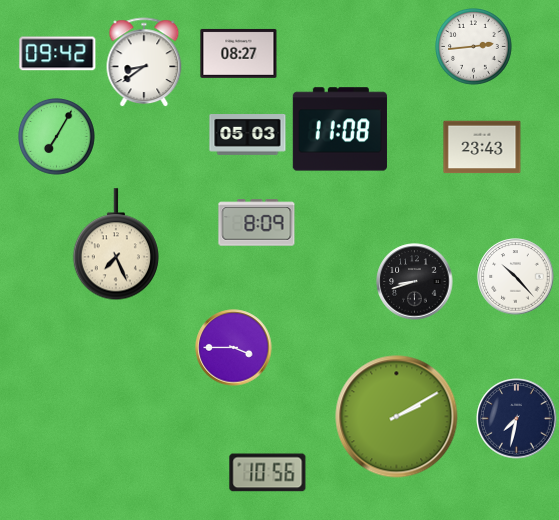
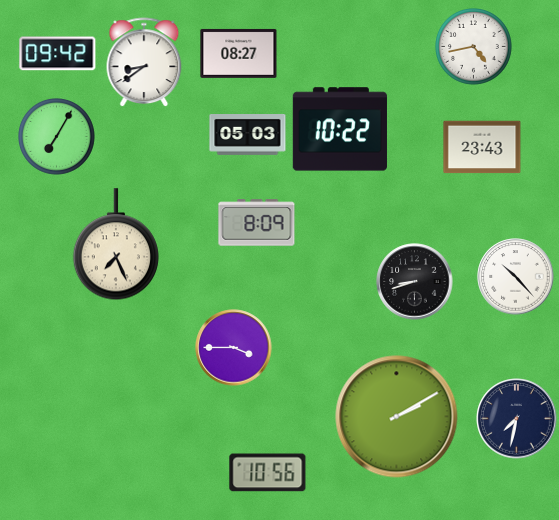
clock at (474, 47): 2:44 -> 4:43
clock at (340, 129): 11:08 -> 10:22
